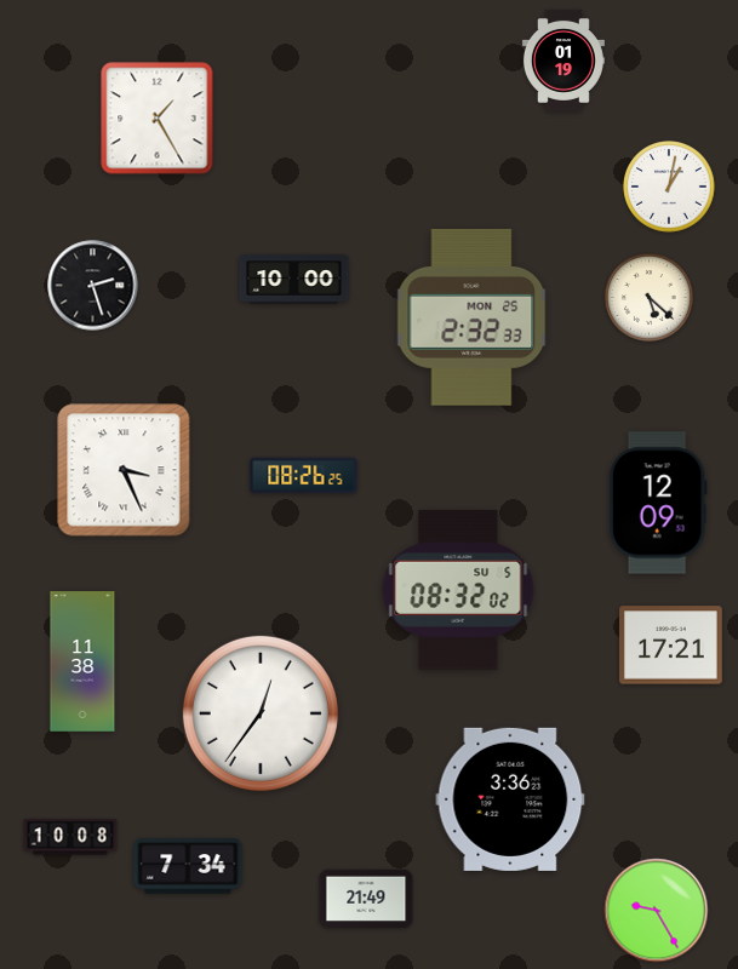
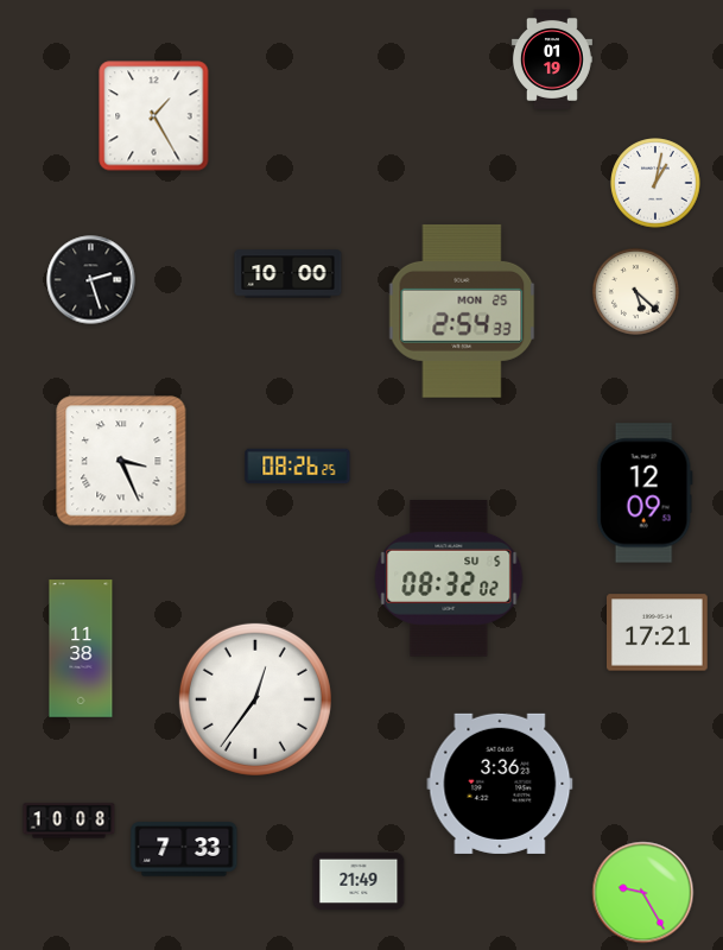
clock at (471, 317): 2:32 -> 2:54
clock at (188, 866): 7:34 -> 7:33
